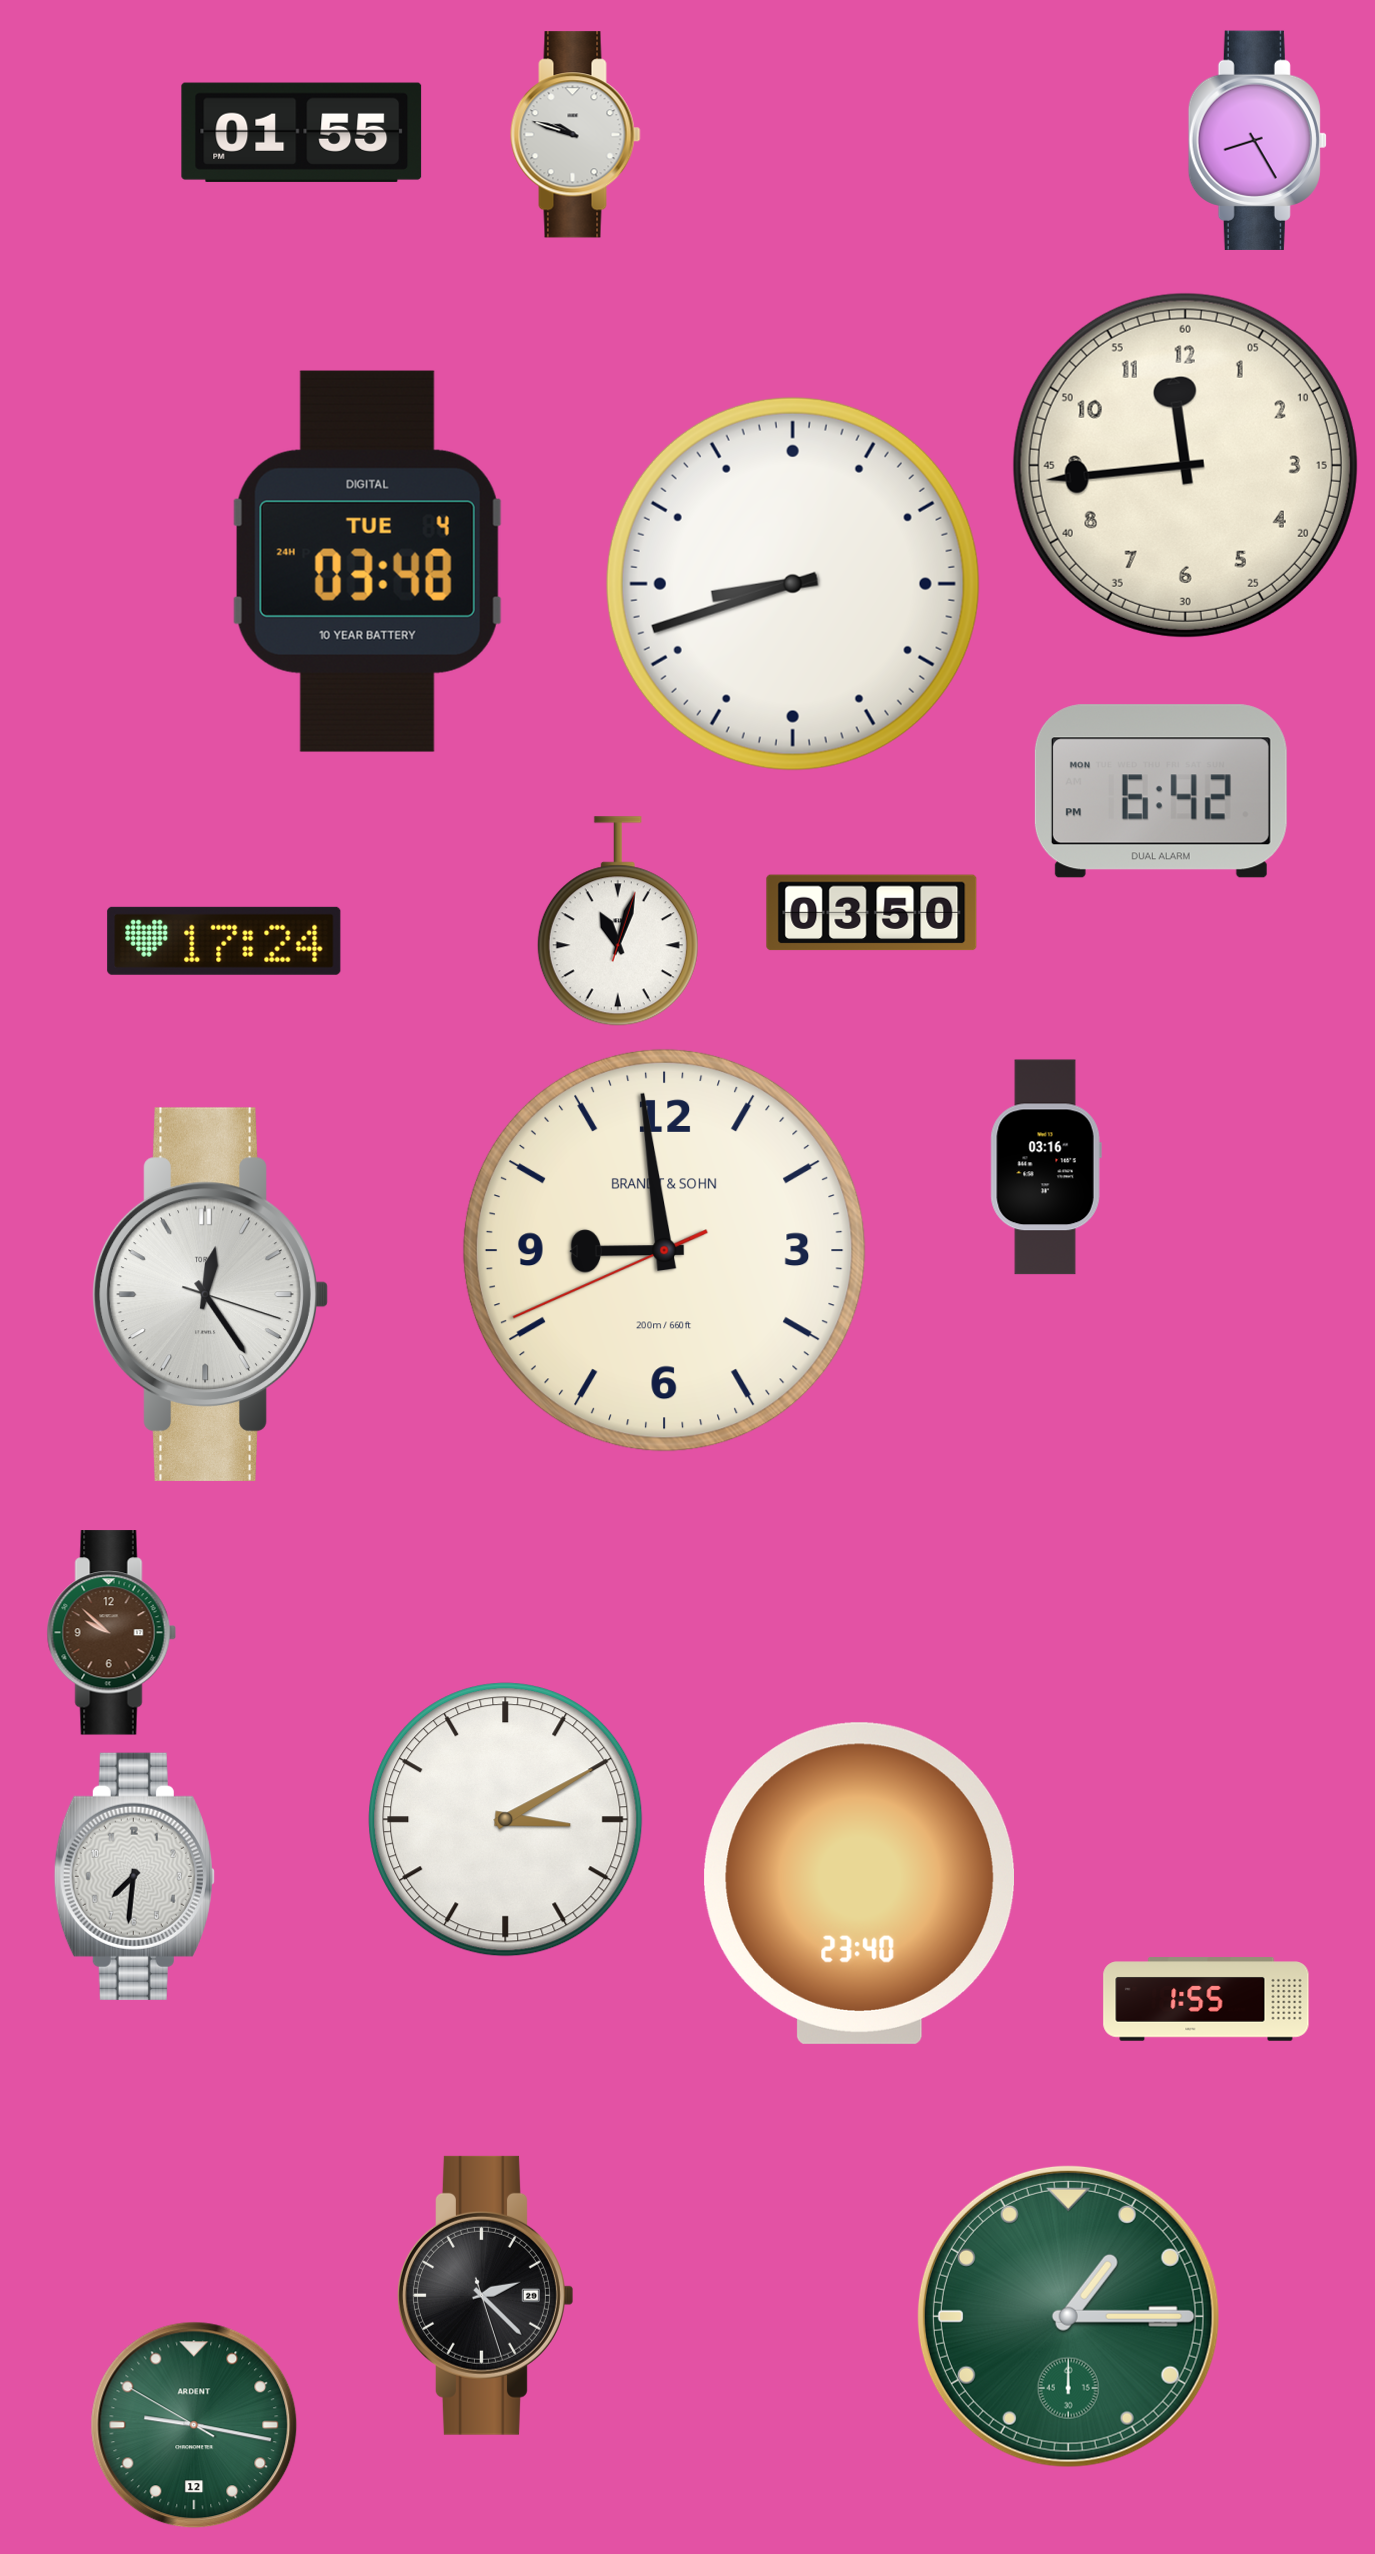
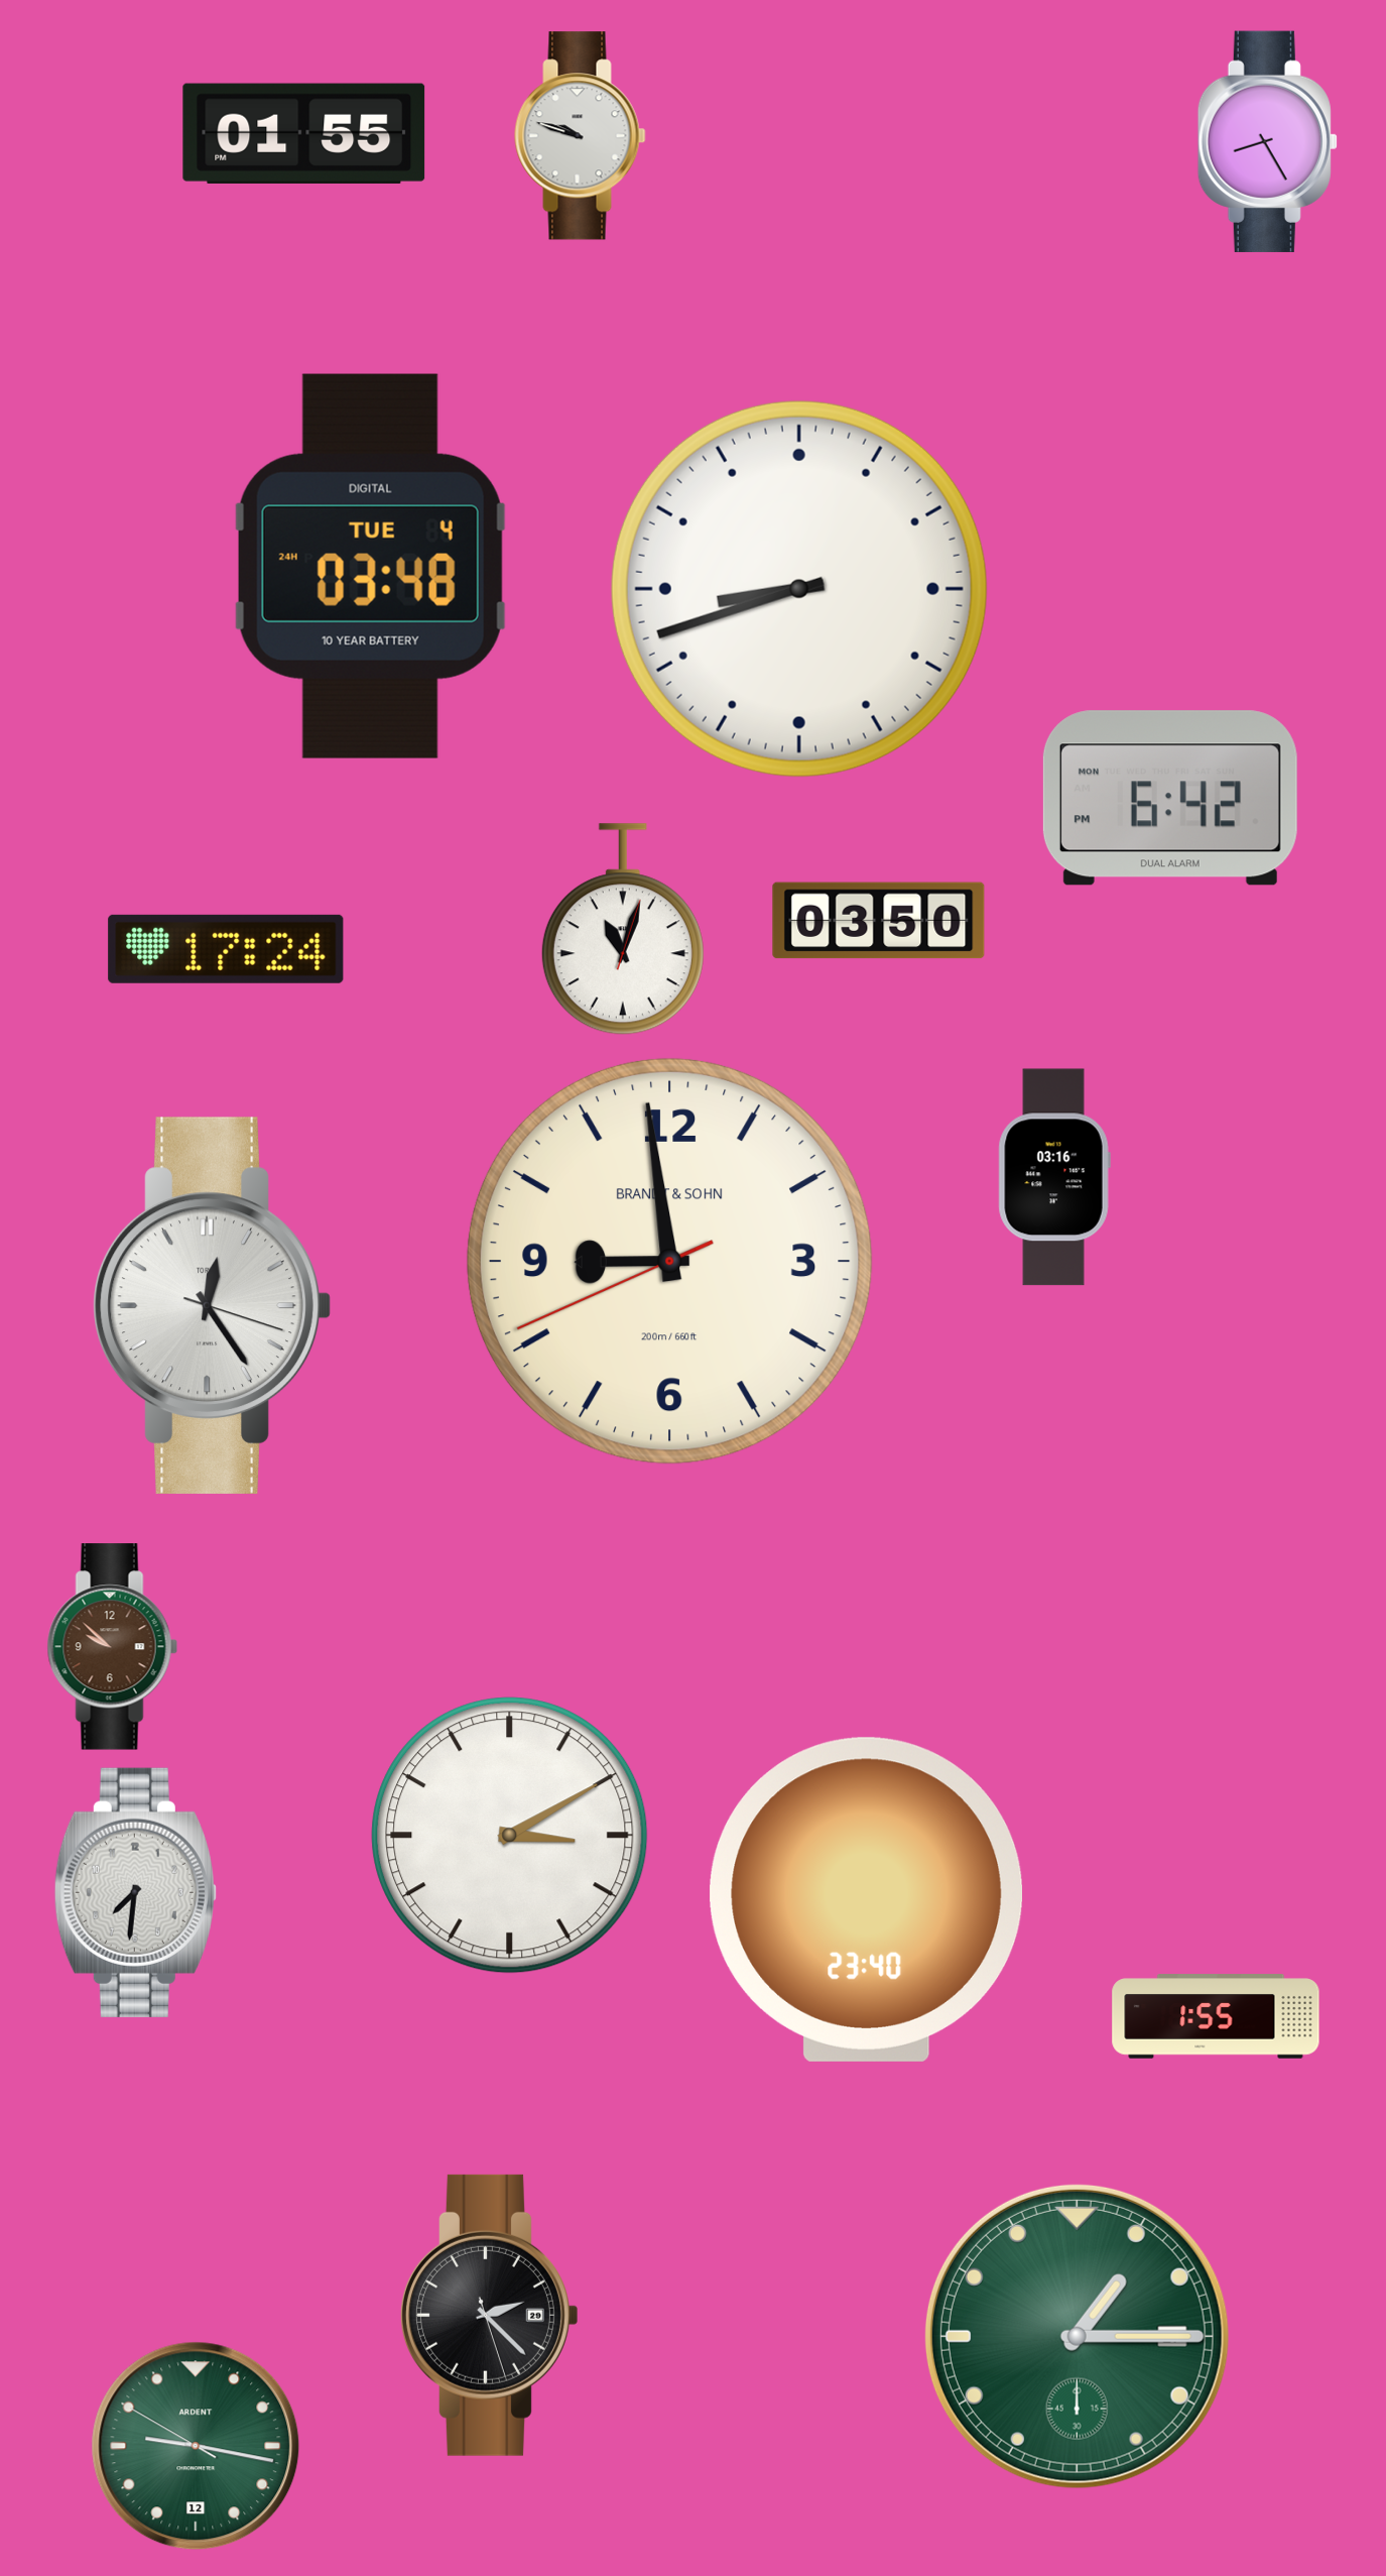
clock at (1185, 465): 11:44 -> none
